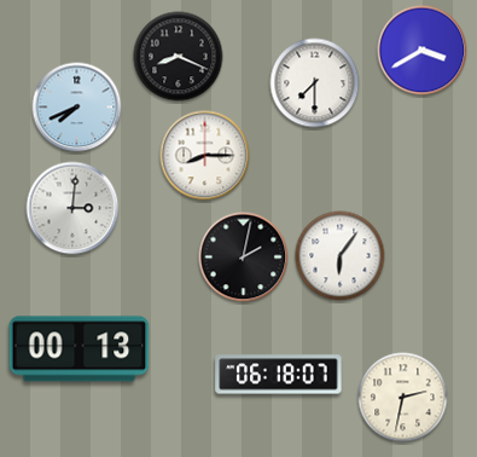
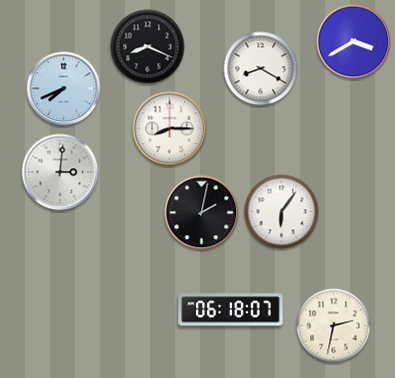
clock at (423, 51) position: (423, 51) -> (354, 42)
clock at (315, 83): 7:30 -> 8:20
clock at (80, 349): 00:13 -> none
clock at (403, 398) position: (403, 398) -> (334, 326)
